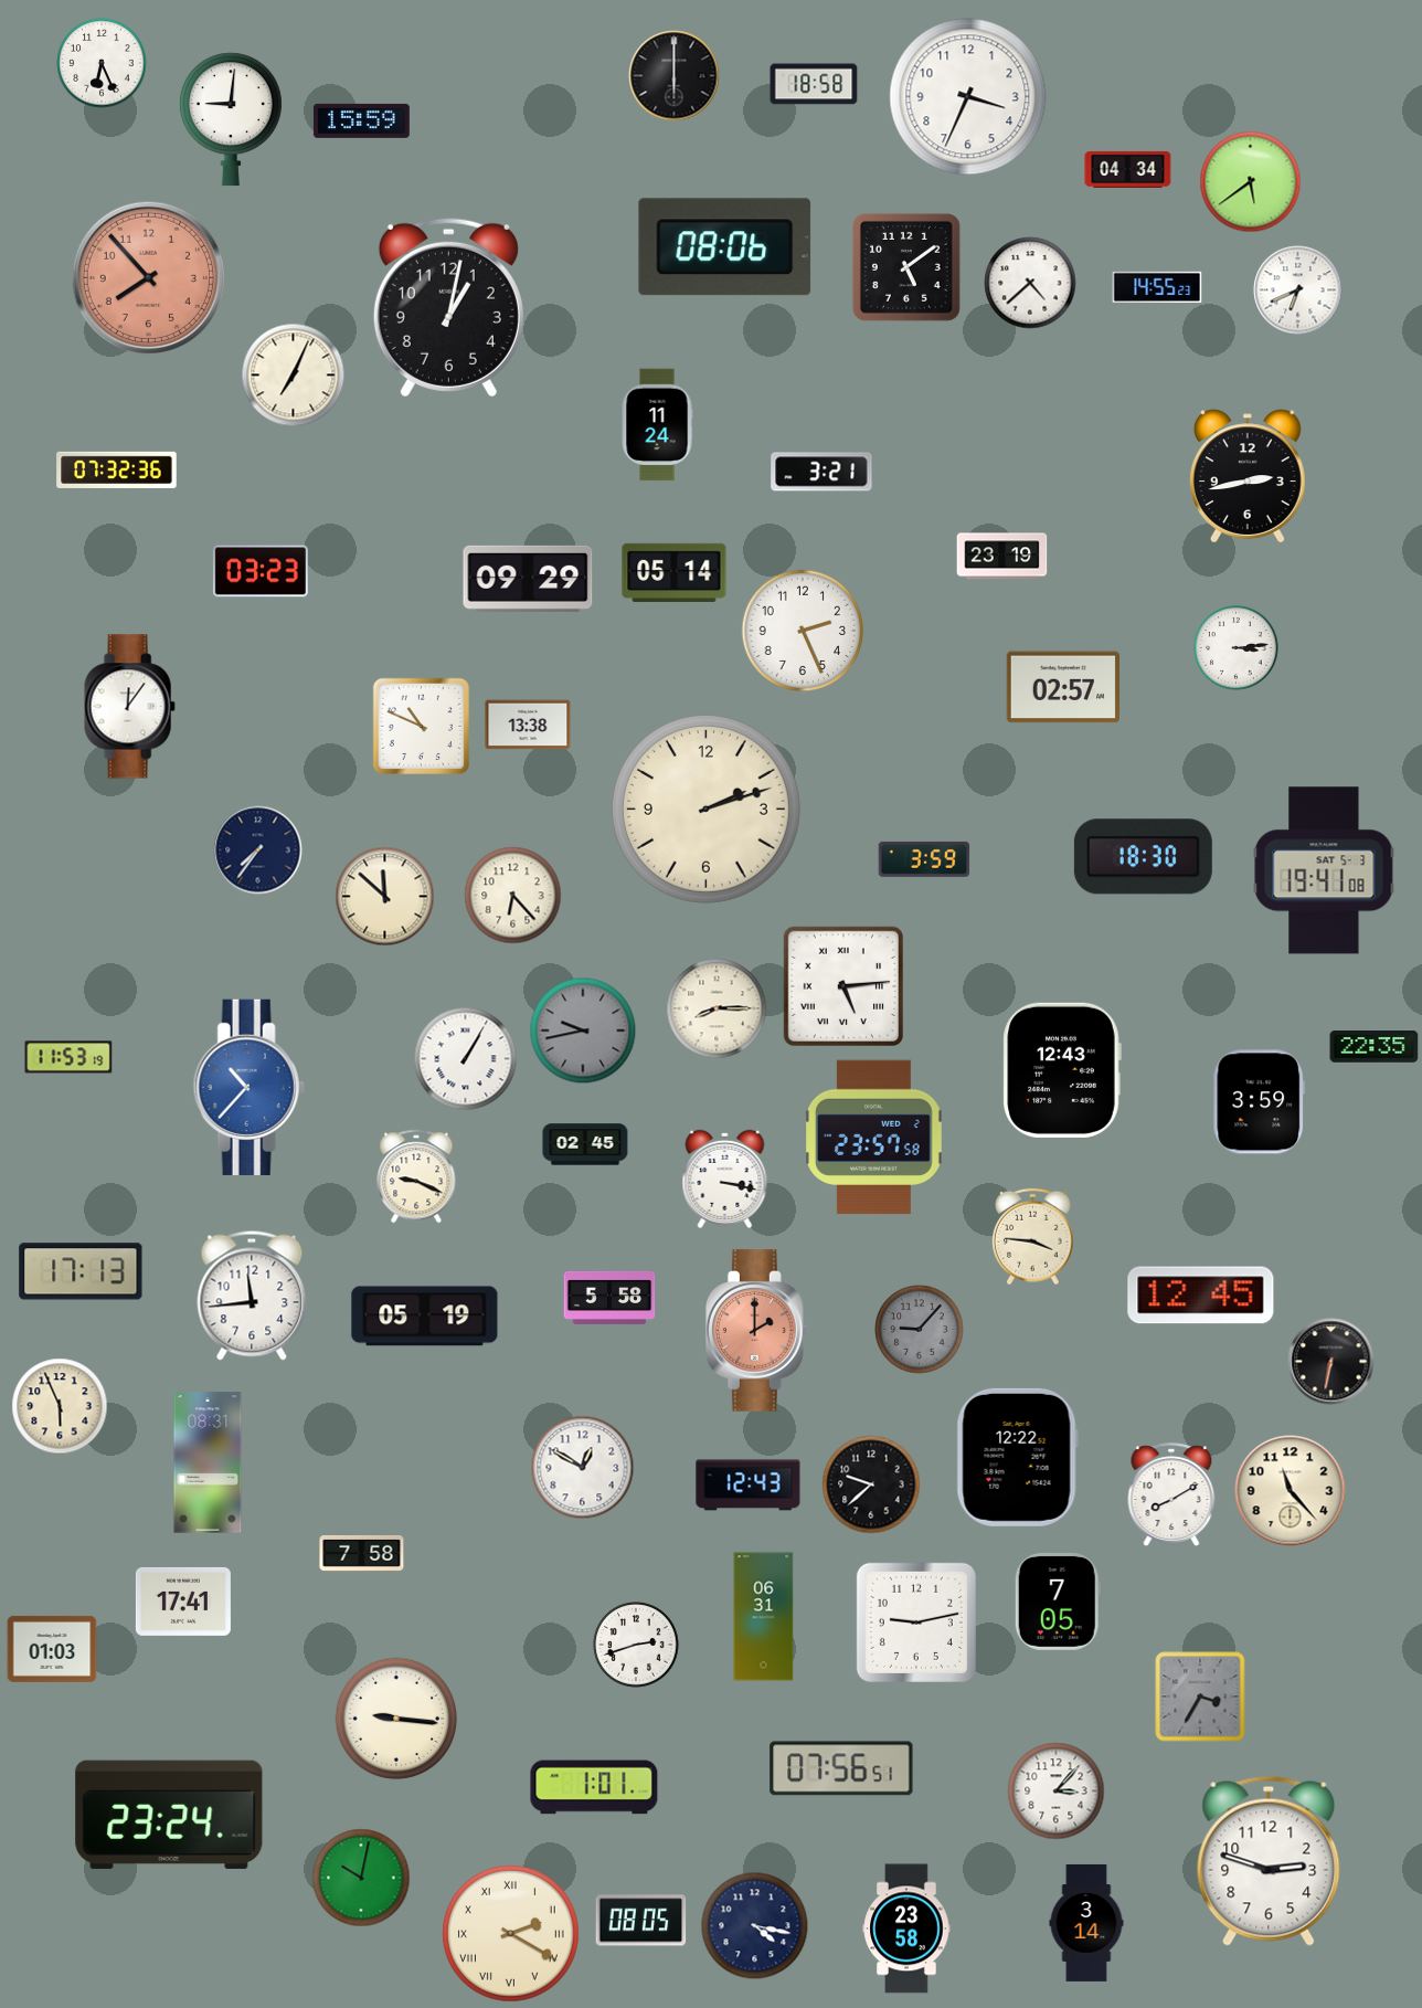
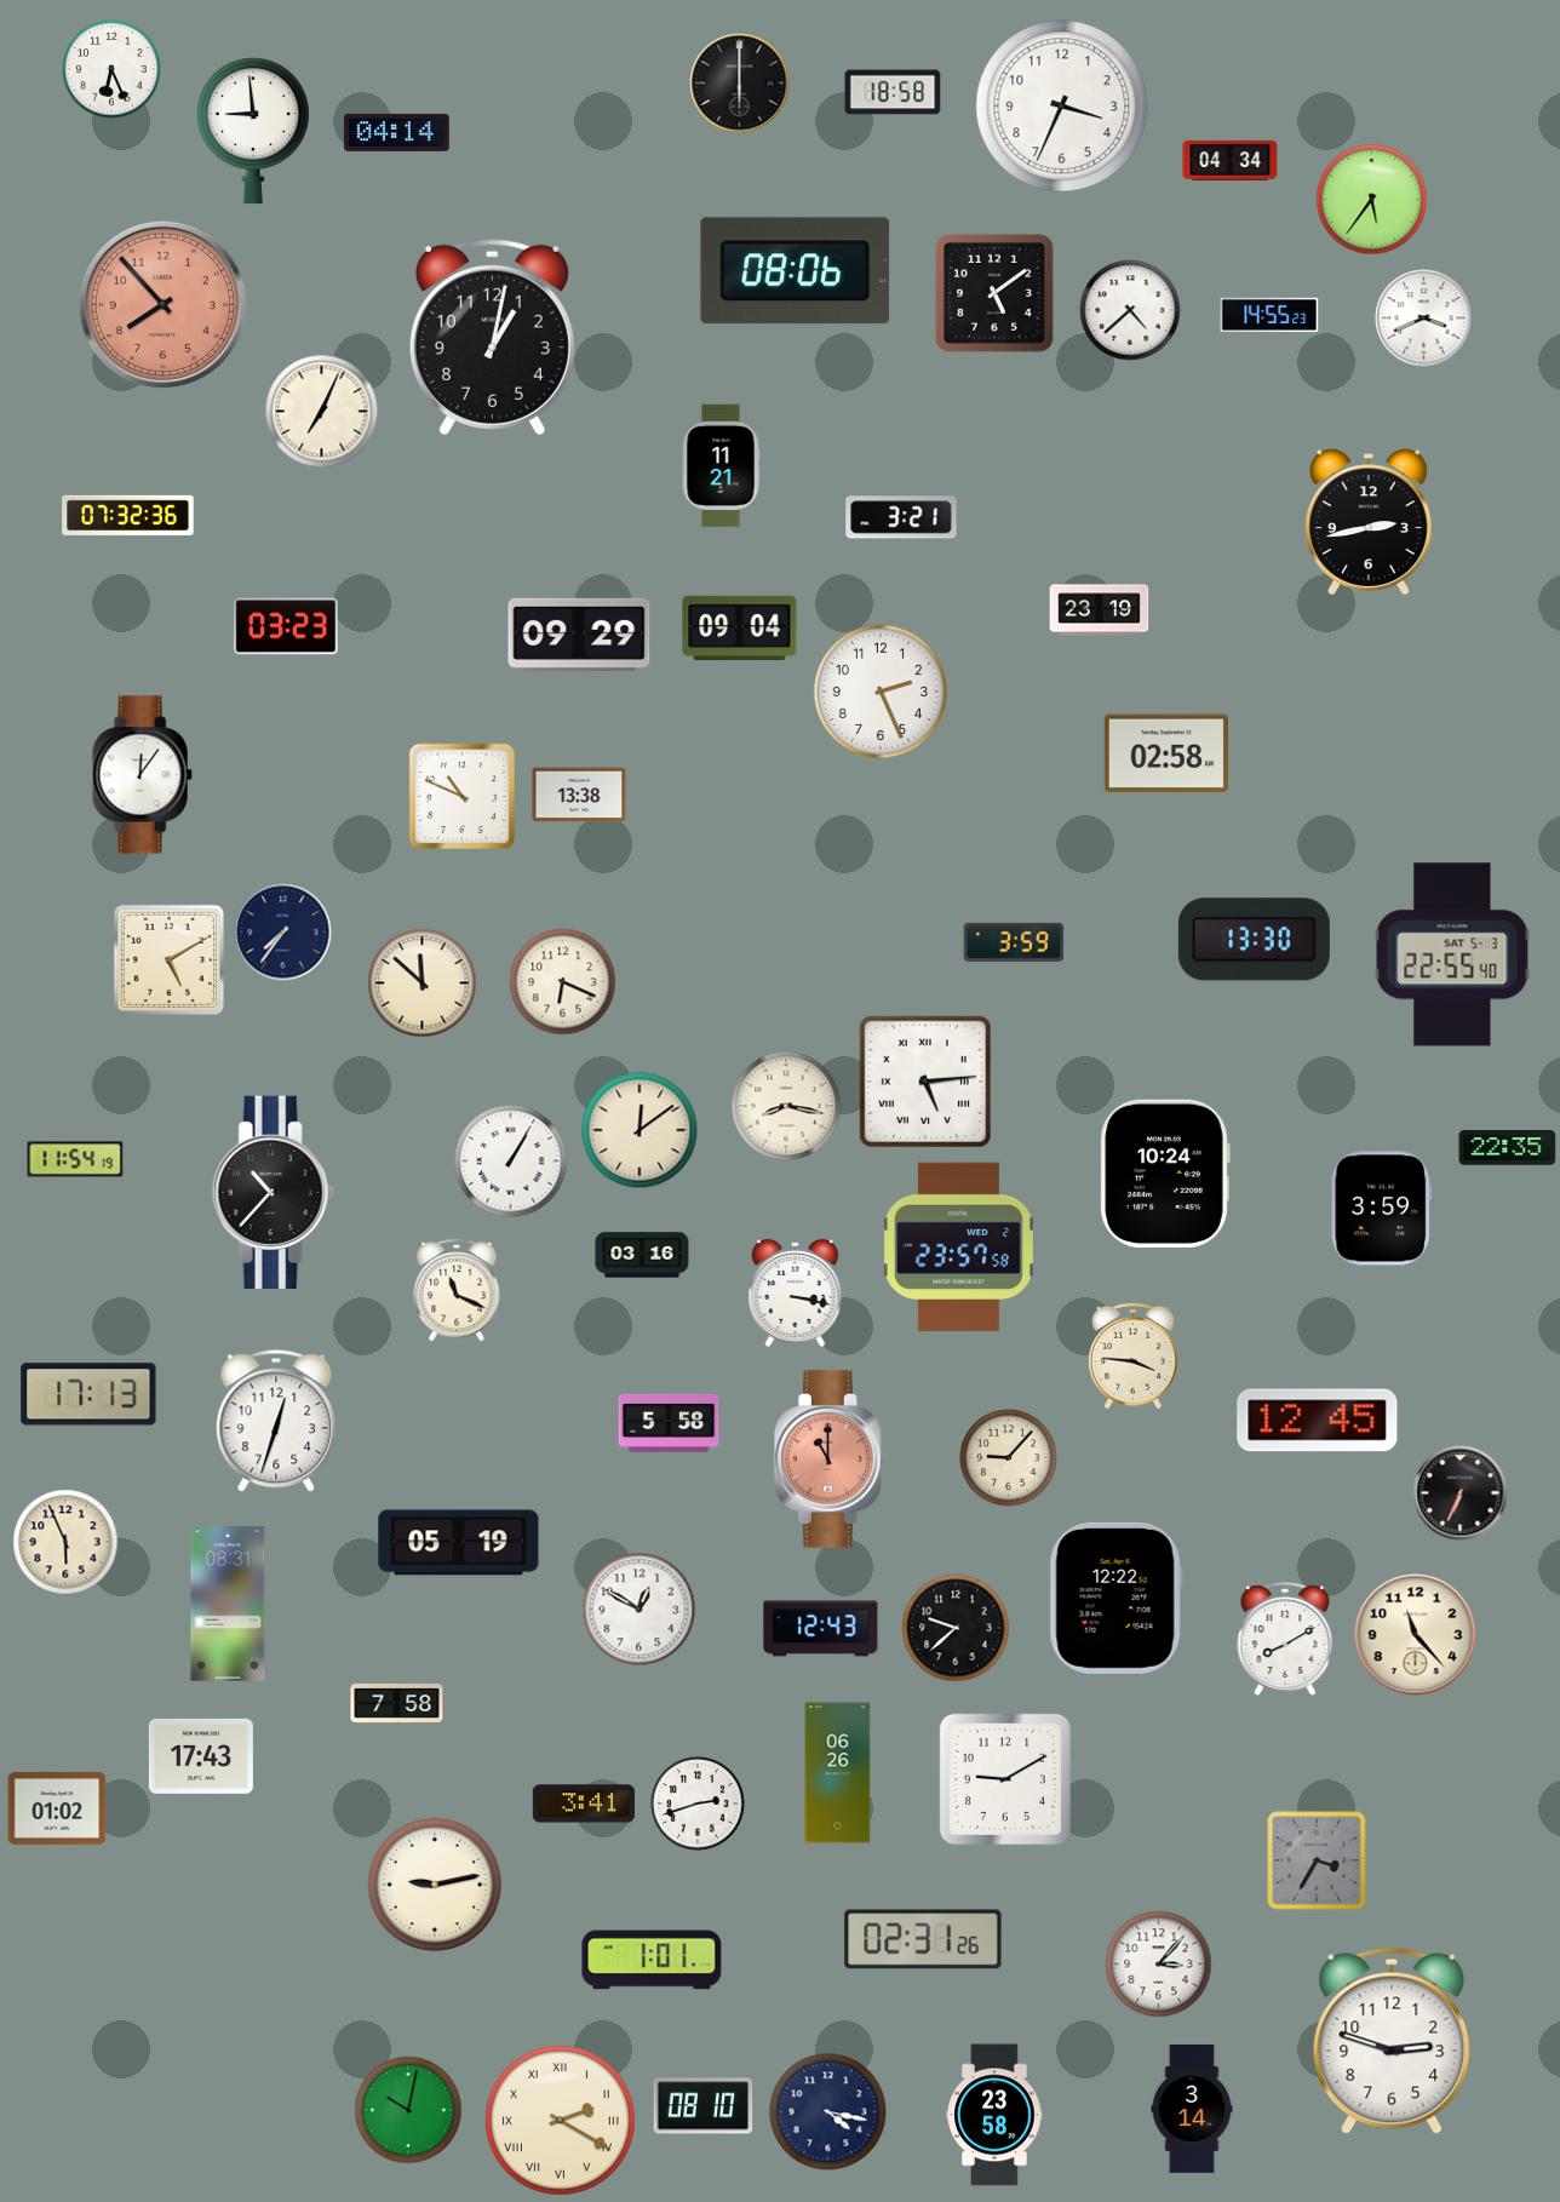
clock at (231, 119): 9:01 -> 8:59
clock at (361, 120): 15:59 -> 04:14
clock at (1128, 169) position: (1128, 169) -> (1231, 160)
clock at (1251, 182): 5:39 -> 5:36
clock at (1298, 290): 6:41 -> 3:41
clock at (657, 425): 11:24 -> 11:21
clock at (675, 572): 05:14 -> 09:04
clock at (1237, 648): 3:14 -> none
clock at (1062, 687): 02:57 -> 02:58
clock at (705, 809): 2:12 -> none
clock at (1143, 857): 18:30 -> 13:30
clock at (1324, 870): 19:41 -> 22:55
clock at (168, 959): none -> 5:10
clock at (513, 896): 6:23 -> 6:19
clock at (717, 1008): 8:15 -> 8:17
clock at (583, 1031): 9:43 -> 12:09
clock at (583, 1031) dial: grey -> cream
clock at (68, 1057): 11:53 -> 11:54
clock at (1062, 1070): 12:43 -> 10:24
clock at (248, 1087) dial: blue -> black
clock at (585, 1144): 02:45 -> 03:16
clock at (416, 1176): 9:19 -> 11:19
clock at (252, 1296): 11:44 -> 12:33
clock at (425, 1317) position: (425, 1317) -> (459, 1543)
clock at (920, 1330) dial: grey -> cream
clock at (756, 1331): 2:00 -> 11:00
clock at (1331, 1362): 6:32 -> 6:34
clock at (183, 1602): 17:41 -> 17:43
clock at (1058, 1602): 7:05 -> none
clock at (764, 1617): 06:31 -> 06:26
clock at (916, 1623): 9:13 -> 9:10
clock at (583, 1804): none -> 3:41
clock at (52, 1649): 01:03 -> 01:02
clock at (396, 1719): 9:16 -> 9:13
clock at (841, 1768): 07:56 -> 02:31
clock at (169, 1815): 23:24 -> none
clock at (361, 1878) position: (361, 1878) -> (408, 2110)
clock at (641, 1921): 08:05 -> 08:10
